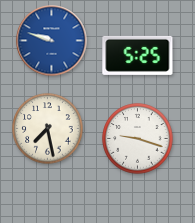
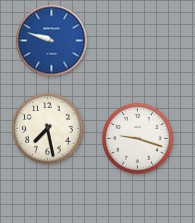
clock at (138, 55): 5:25 -> none
